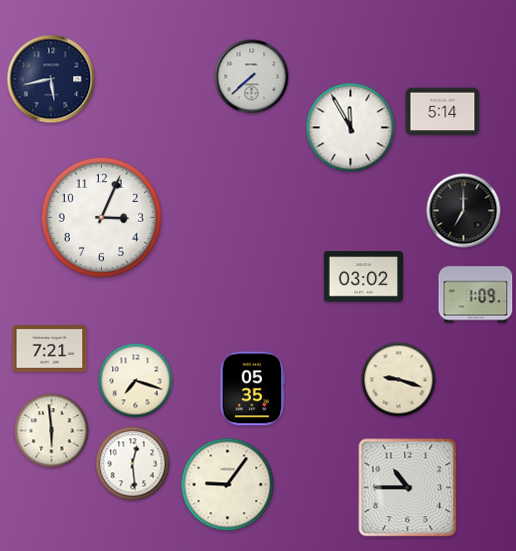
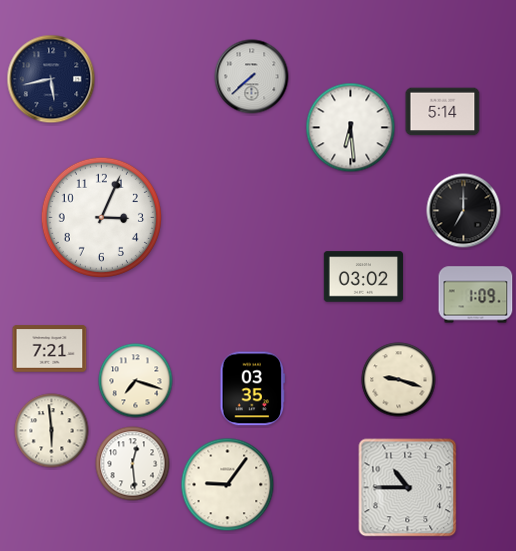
clock at (351, 128): 11:55 -> 6:29
clock at (253, 389): 05:35 -> 03:35
